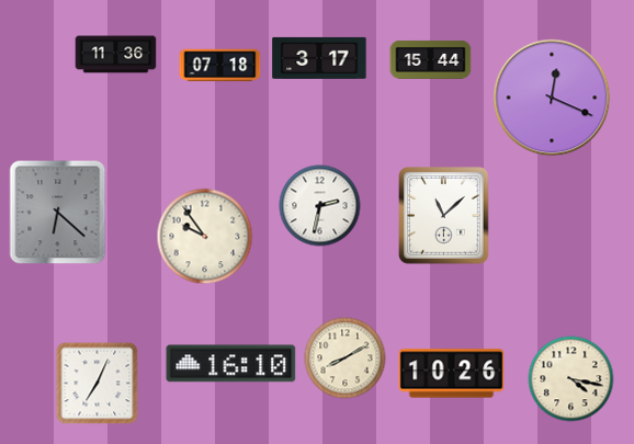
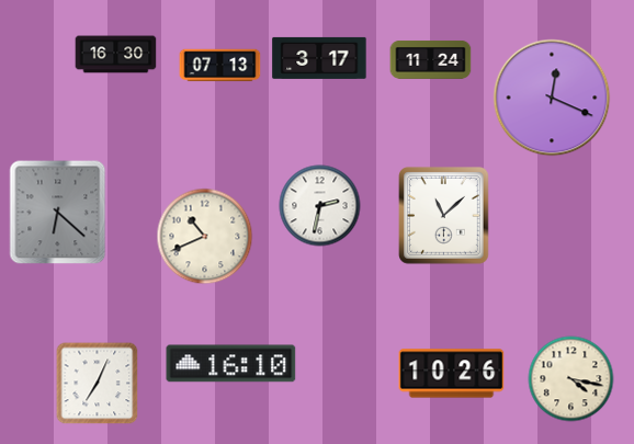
clock at (116, 55): 11:36 -> 16:30
clock at (431, 59): 15:44 -> 11:24
clock at (220, 66): 07:18 -> 07:13
clock at (205, 237): 9:54 -> 10:41
clock at (346, 358): 8:10 -> none
